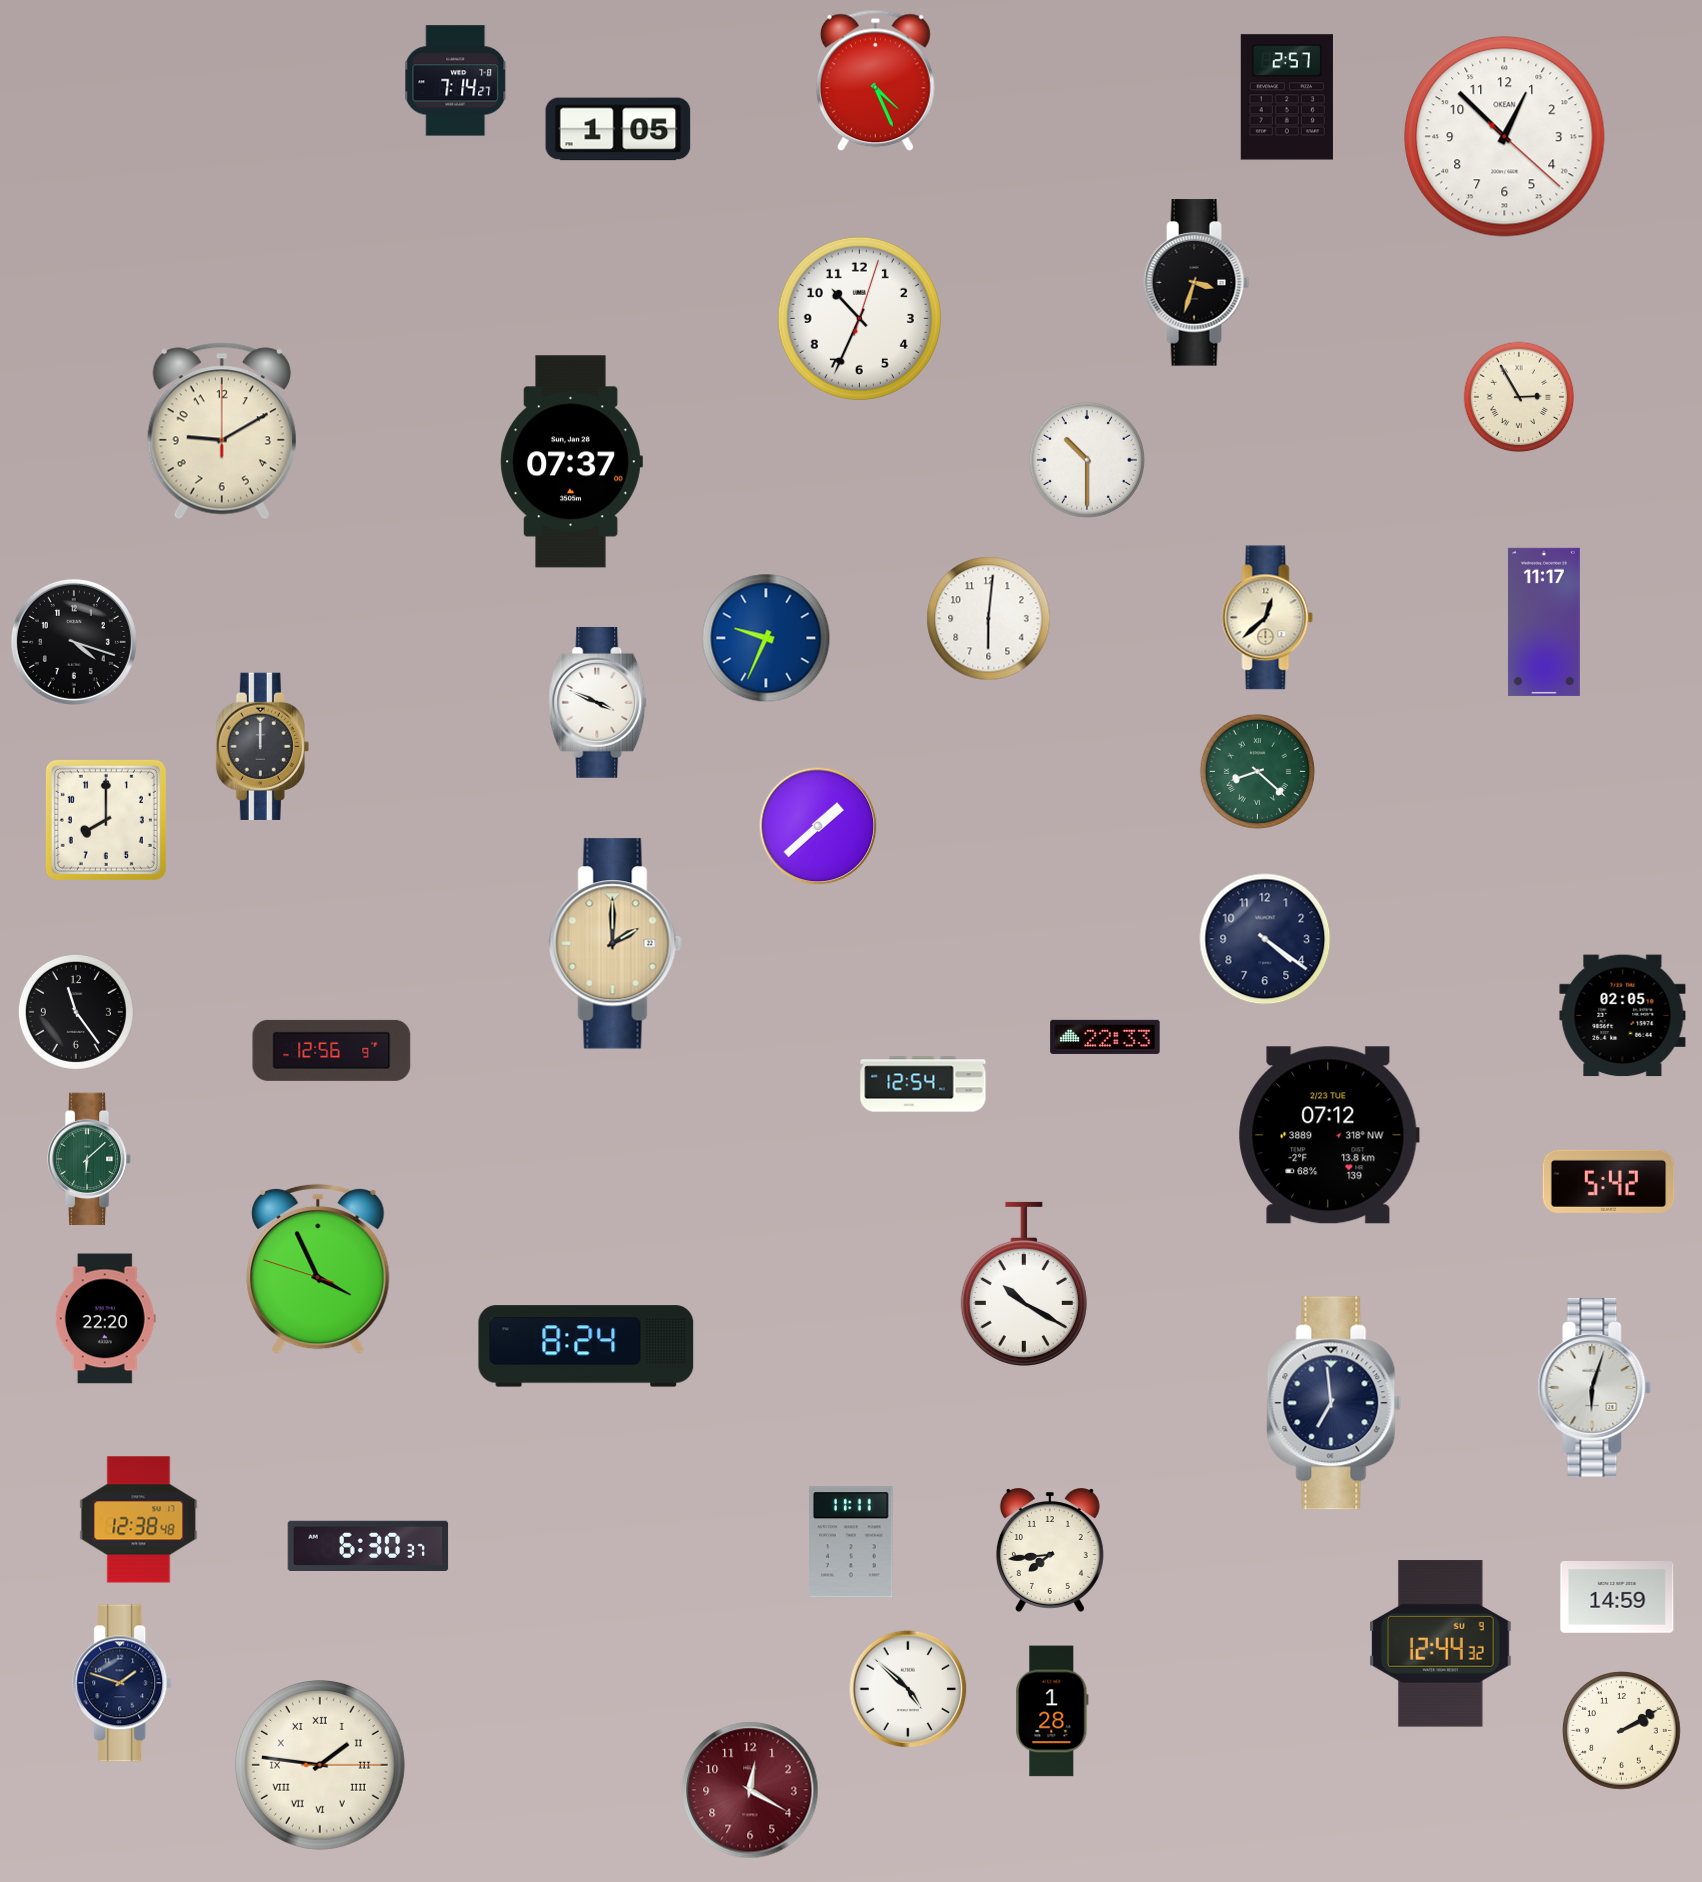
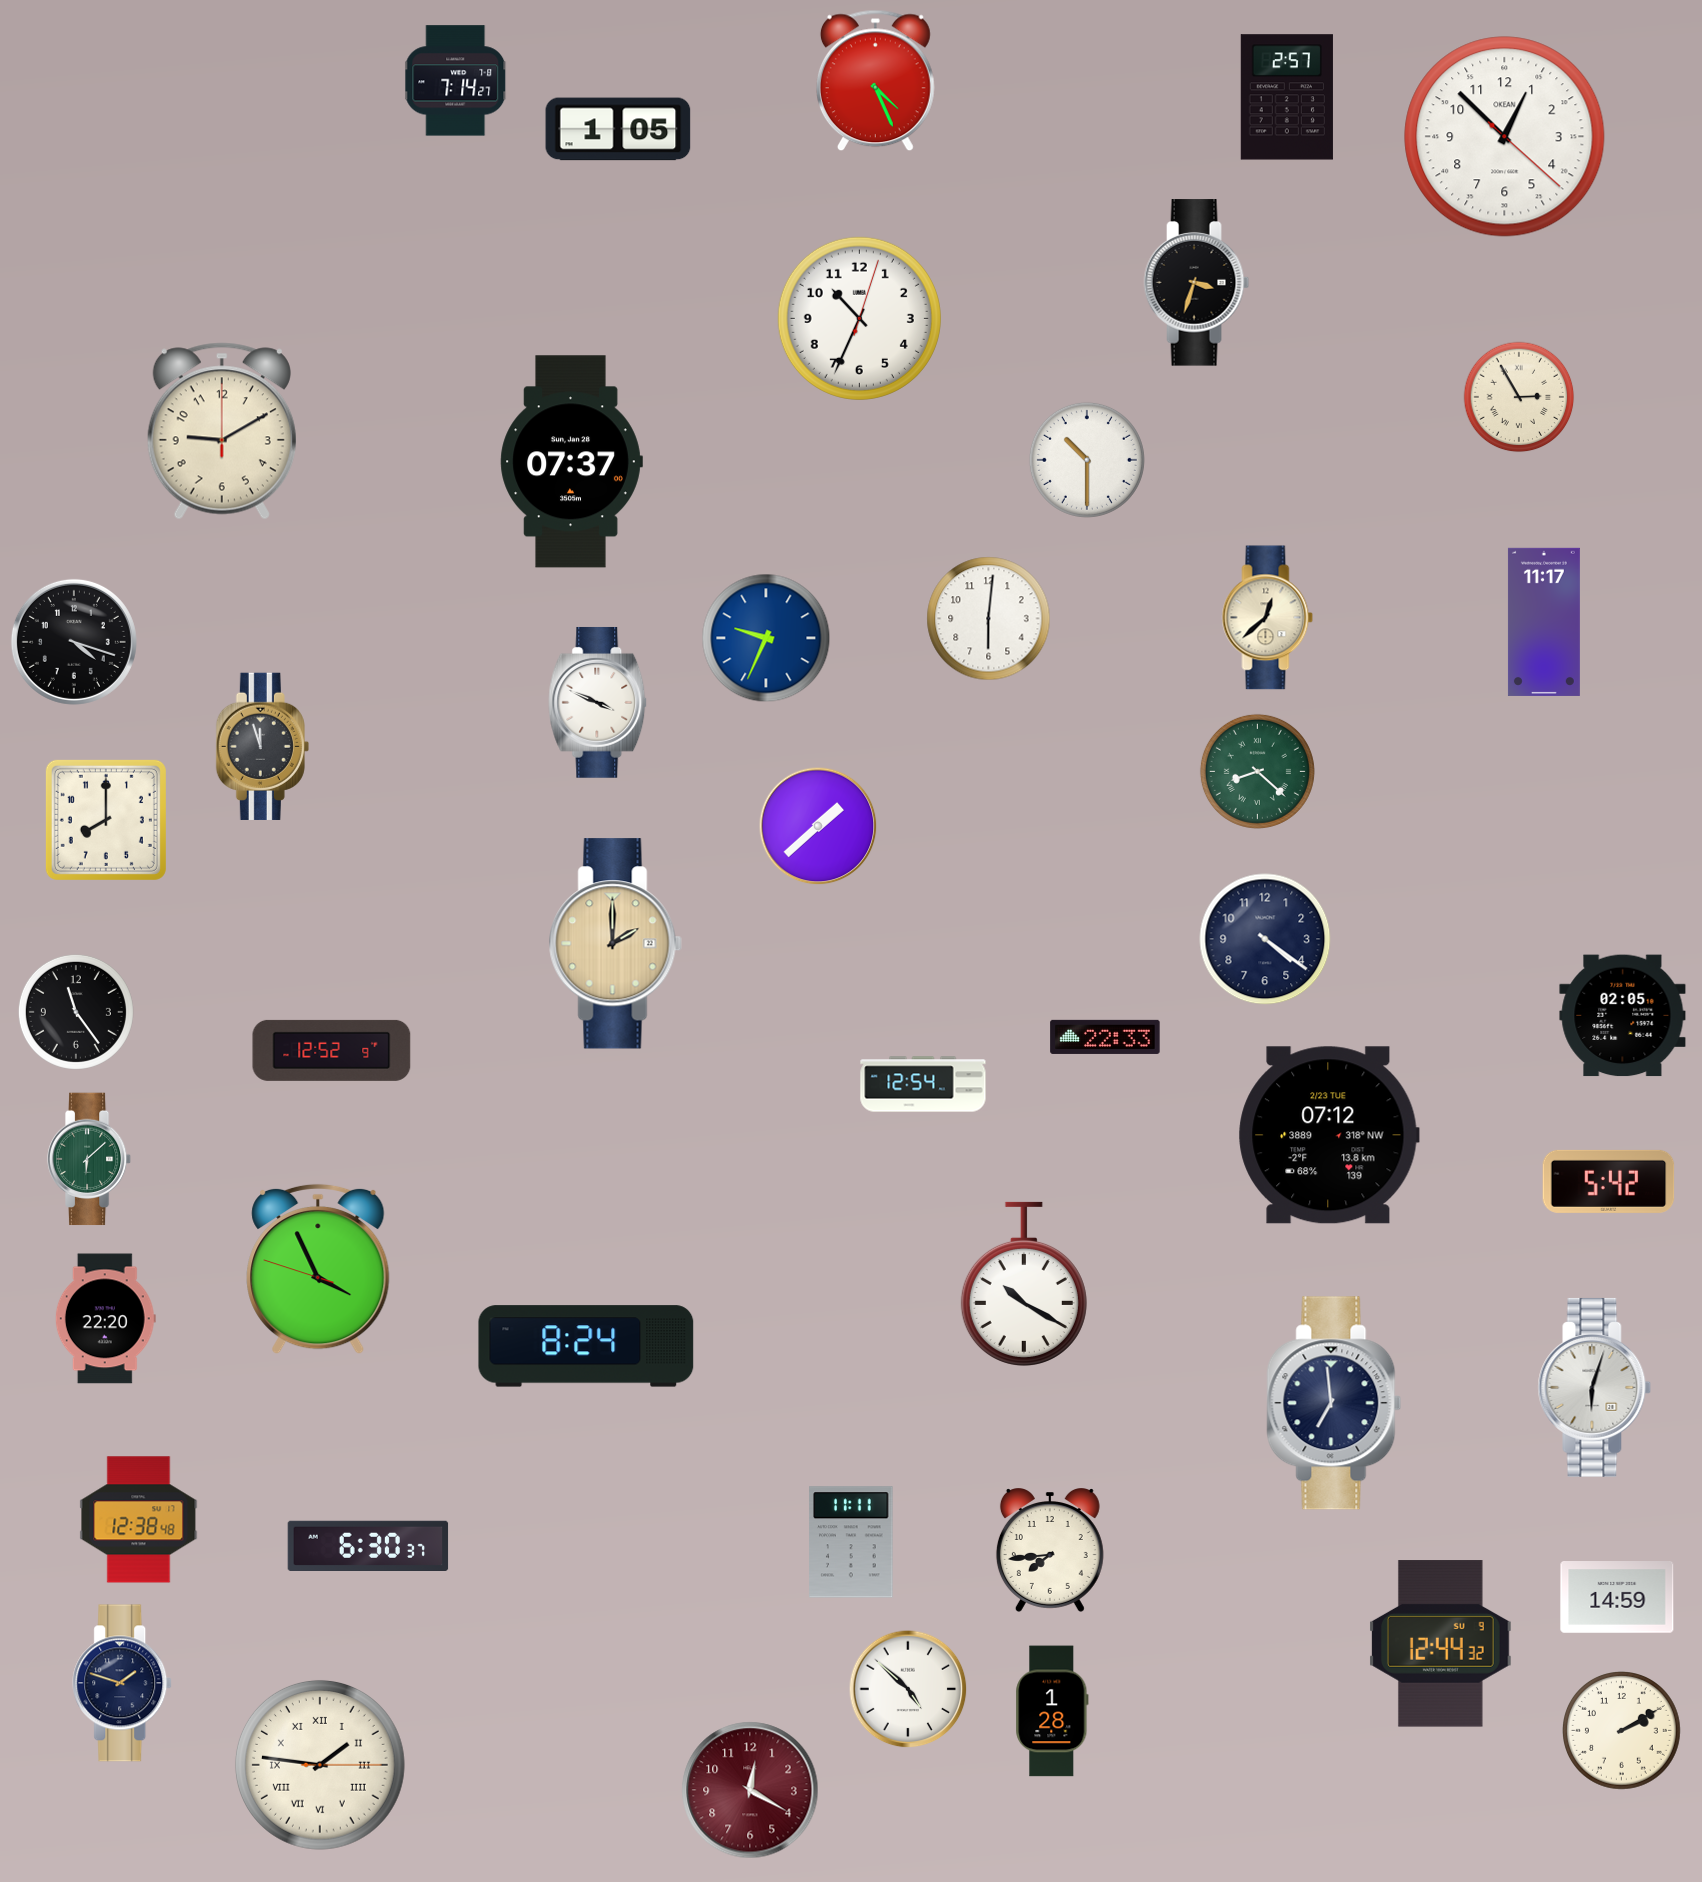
clock at (262, 746): 12:00 -> 11:57
clock at (332, 1050): 12:56 -> 12:52
